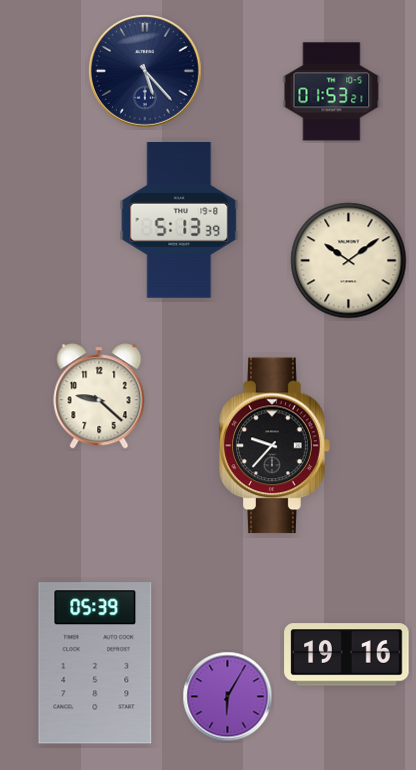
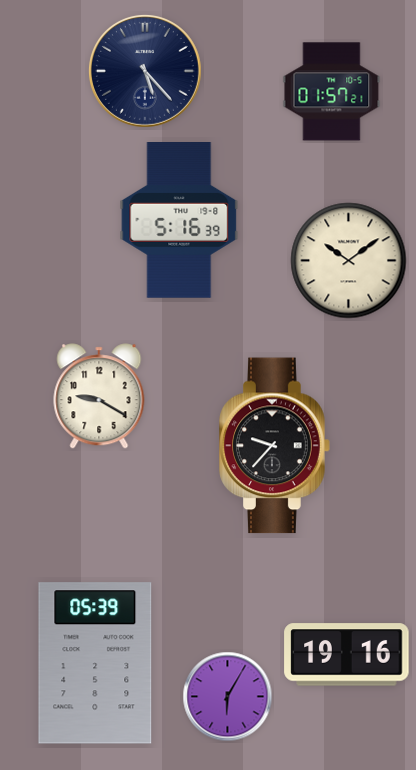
clock at (332, 92): 01:53 -> 01:57
clock at (179, 221): 5:13 -> 5:16
clock at (99, 396): 9:22 -> 9:20
